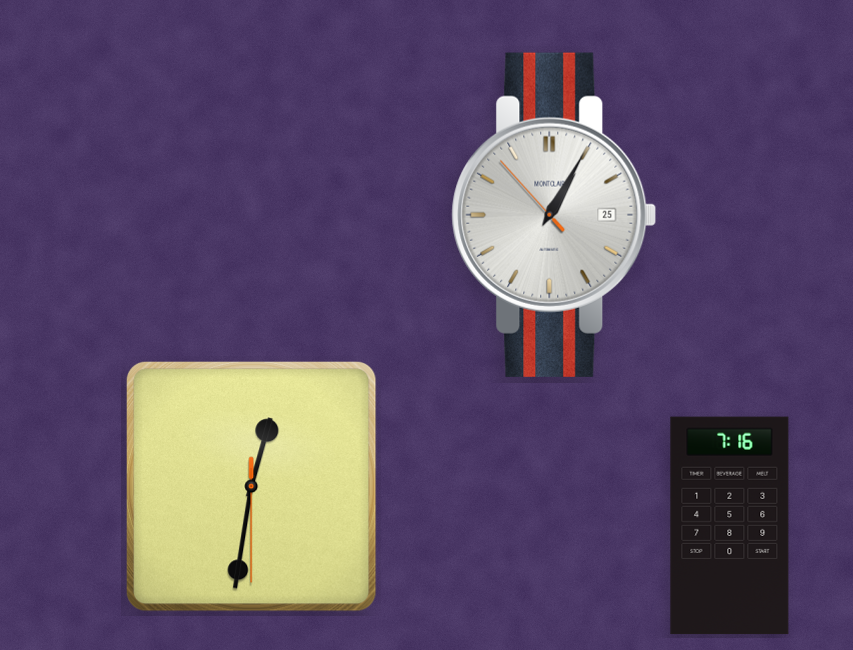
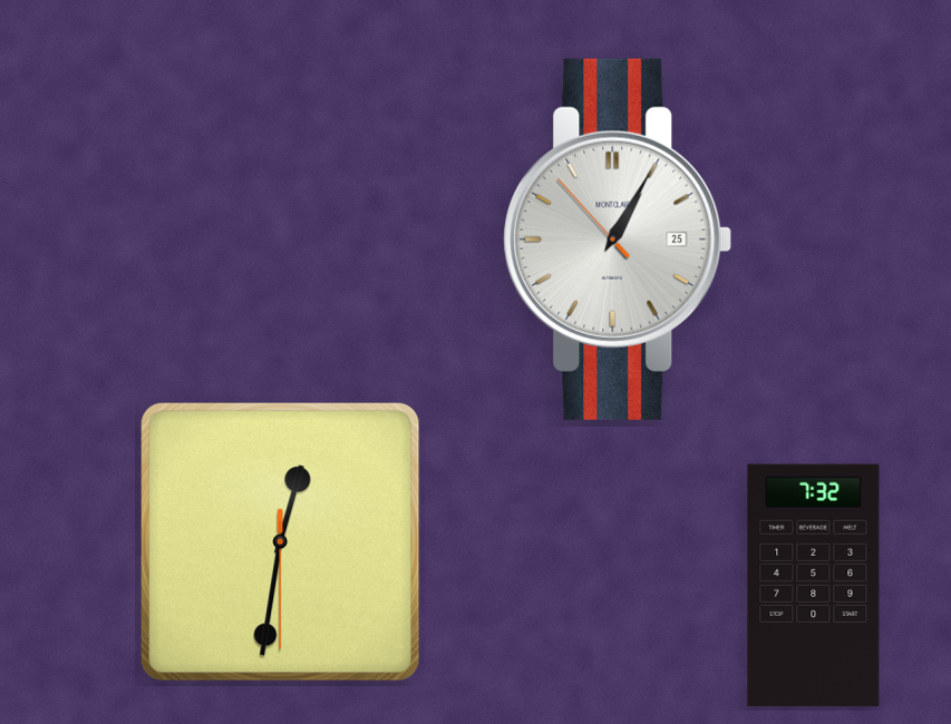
clock at (730, 526): 7:16 -> 7:32
